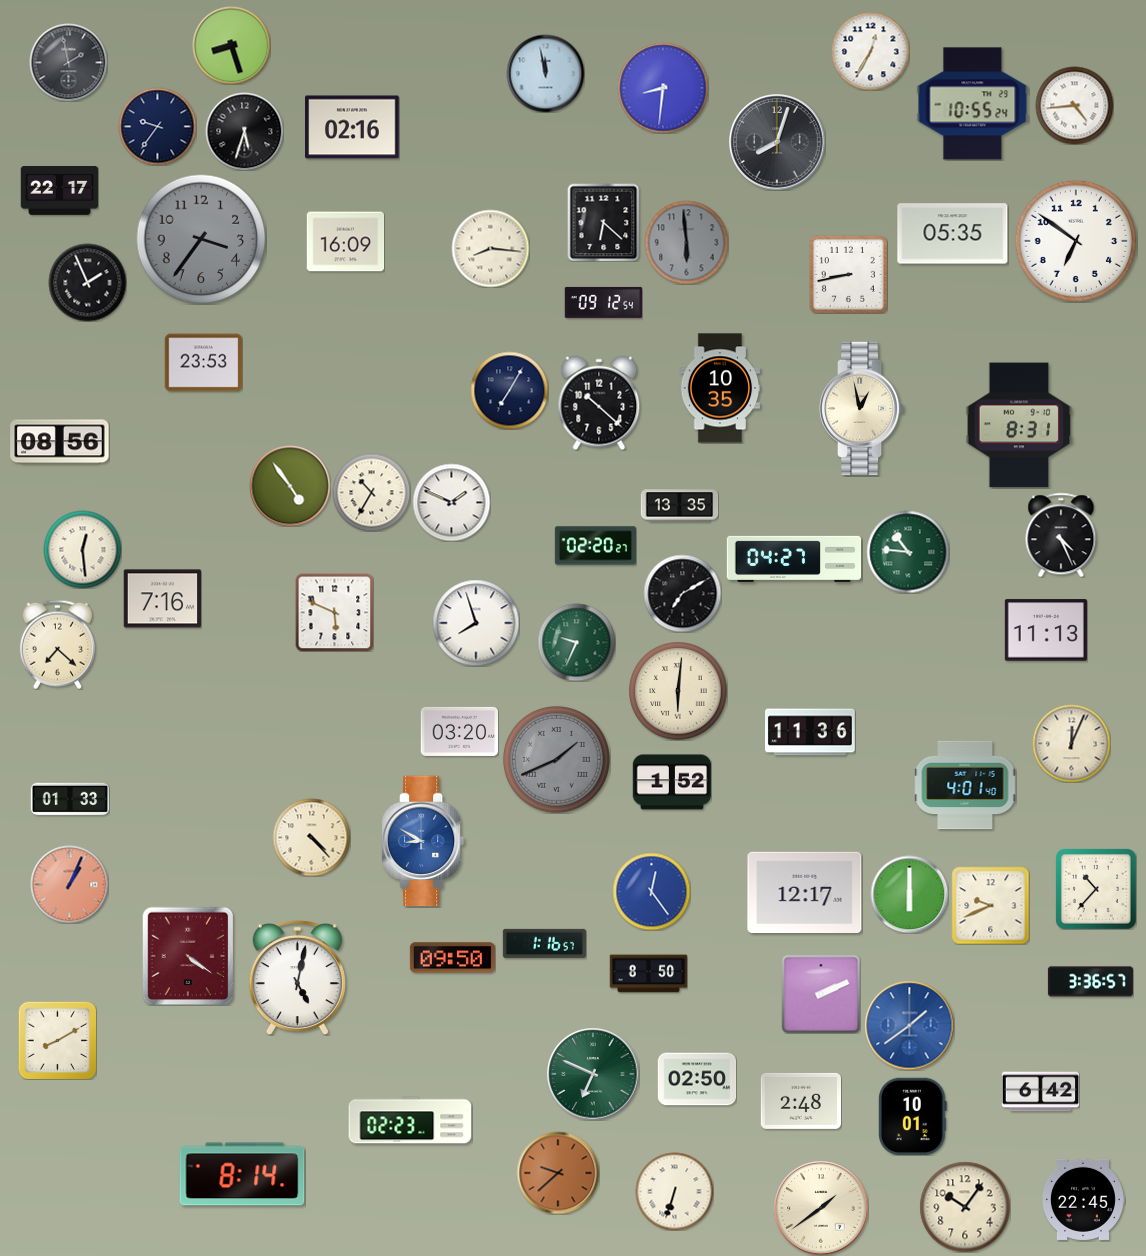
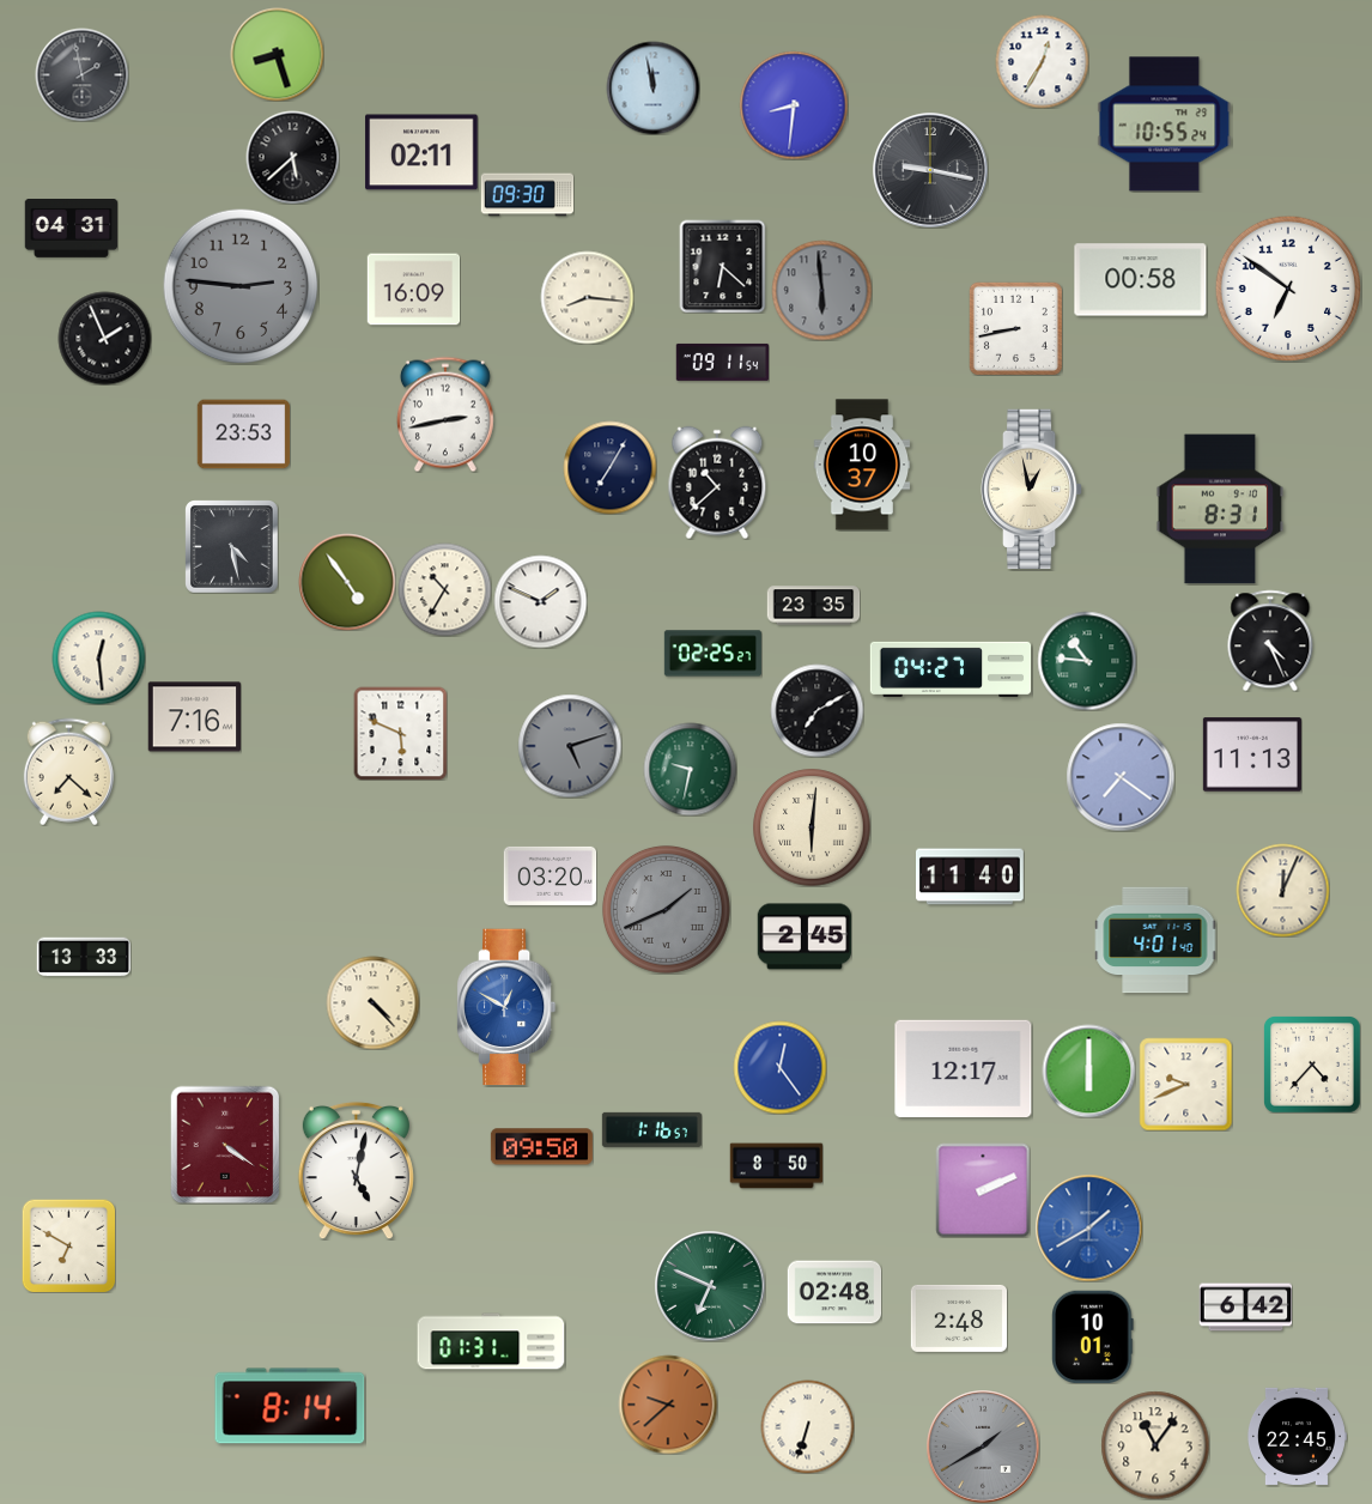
clock at (1074, 105): 4:44 -> none
clock at (157, 126): 9:36 -> none
clock at (352, 127): 02:16 -> 02:11
clock at (244, 131): 5:33 -> 5:38
clock at (777, 142): 8:03 -> 9:17
clock at (527, 195): none -> 09:30
clock at (59, 191): 22:17 -> 04:31
clock at (953, 234): 05:35 -> 00:58
clock at (201, 239): 3:36 -> 2:46
clock at (603, 302): 09:12 -> 09:11
clock at (445, 414): none -> 2:43
clock at (720, 388): 10:35 -> 10:37
clock at (599, 403): 10:22 -> 10:38
clock at (60, 442): 08:56 -> none
clock at (231, 546): none -> 4:28
clock at (679, 506): 13:35 -> 23:35
clock at (595, 546): 02:20 -> 02:25
clock at (476, 623): 7:57 -> 5:12
clock at (476, 623) dial: white -> grey
clock at (576, 642): 9:34 -> 9:32
clock at (1121, 777): none -> 7:21
clock at (811, 732): 11:36 -> 11:40
clock at (672, 782): 1:52 -> 2:45
clock at (70, 799): 01:33 -> 13:33
clock at (423, 841): 8:50 -> 12:50
clock at (69, 884): 1:04 -> none
clock at (1096, 889): 10:37 -> 4:37
clock at (1090, 982): 3:36 -> none
clock at (909, 1025): 1:39 -> 1:40
clock at (57, 1040): 8:10 -> 6:50
clock at (697, 1079): 02:50 -> 02:48
clock at (410, 1120): 02:23 -> 01:31
clock at (965, 1207): 10:06 -> 11:06
clock at (821, 1208): 1:39 -> 1:40
clock at (821, 1208) dial: cream -> grey
